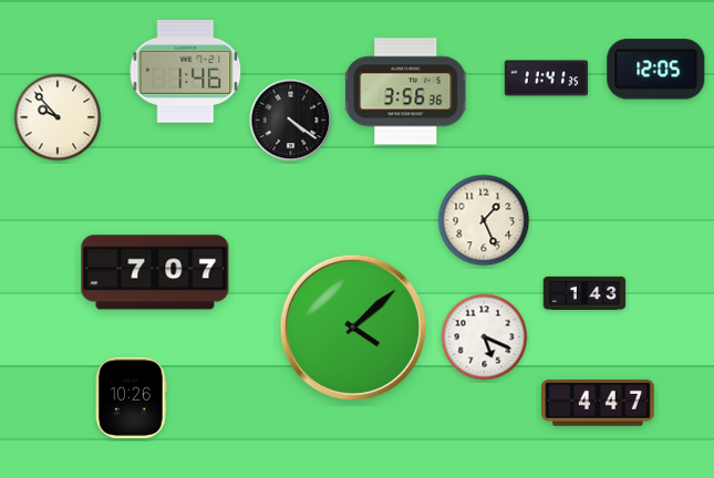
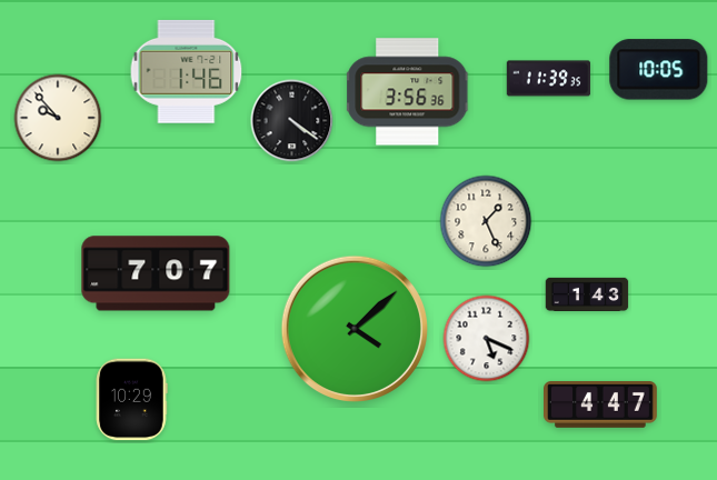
clock at (656, 70): 12:05 -> 10:05
clock at (547, 79): 11:41 -> 11:39
clock at (131, 398): 10:26 -> 10:29
